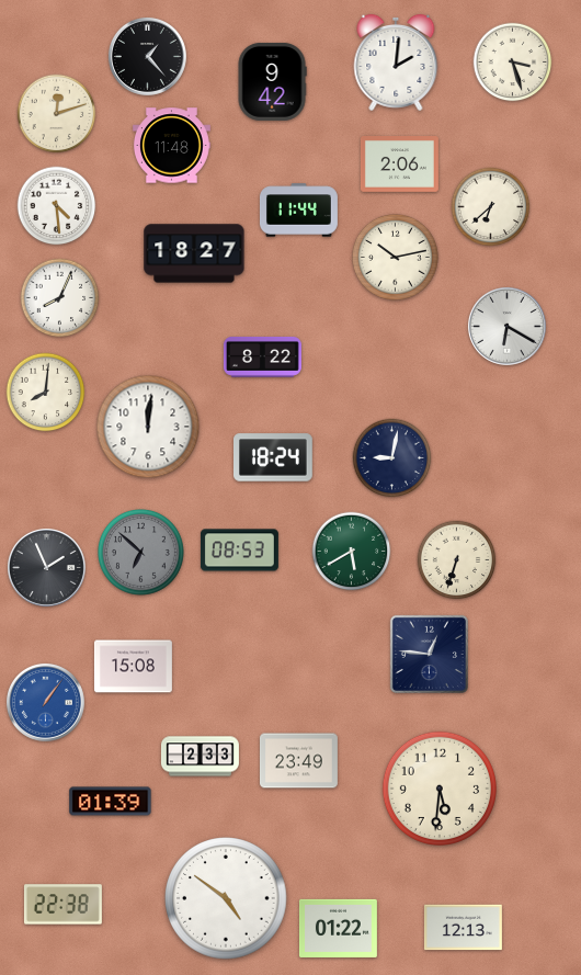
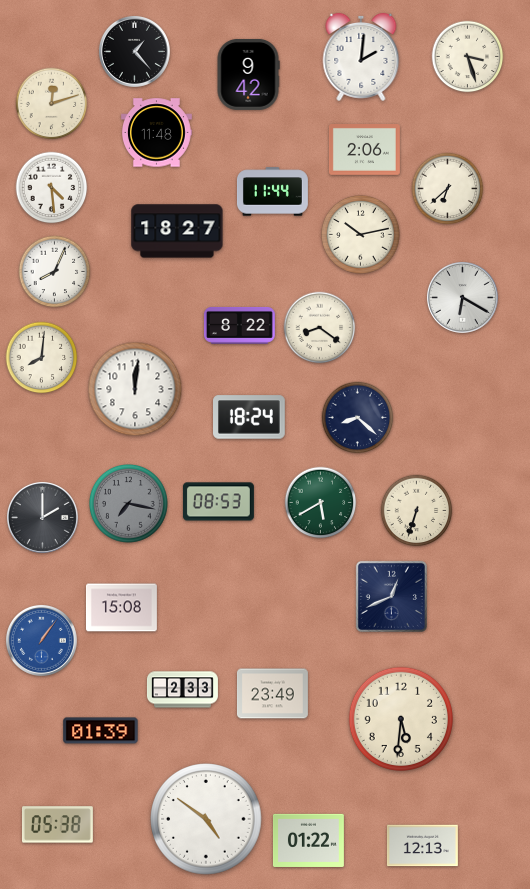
clock at (320, 328): none -> 8:21
clock at (392, 458): 9:02 -> 8:22
clock at (141, 553): 6:52 -> 7:17
clock at (46, 567): 1:56 -> 2:00
clock at (429, 654): 12:46 -> 12:41
clock at (62, 905): 22:38 -> 05:38
clock at (338, 928) position: (338, 928) -> (308, 840)
